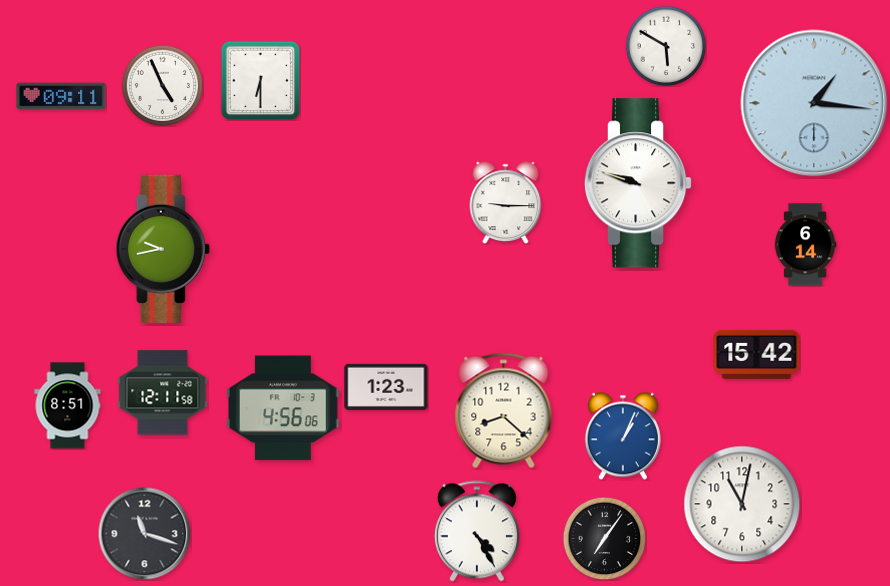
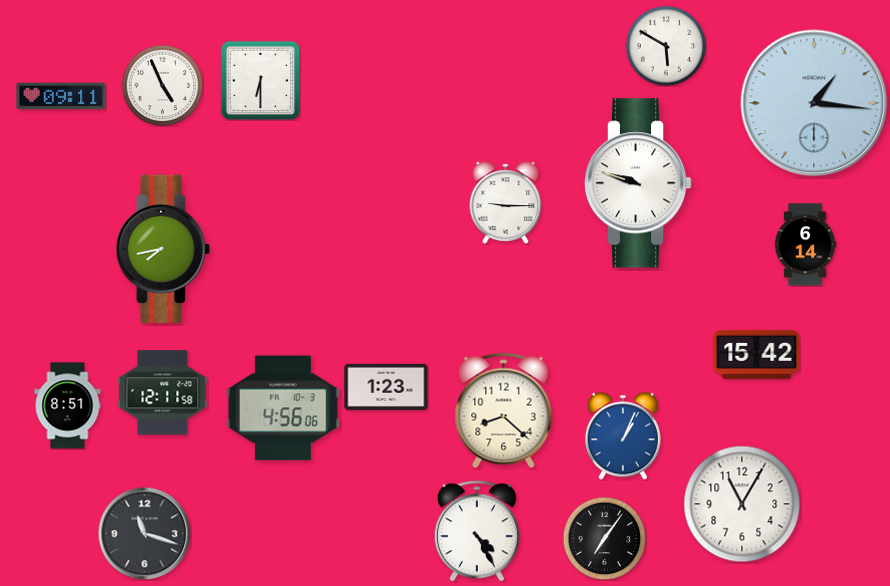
clock at (163, 249): 9:43 -> 7:43
clock at (742, 504): 11:02 -> 11:05
